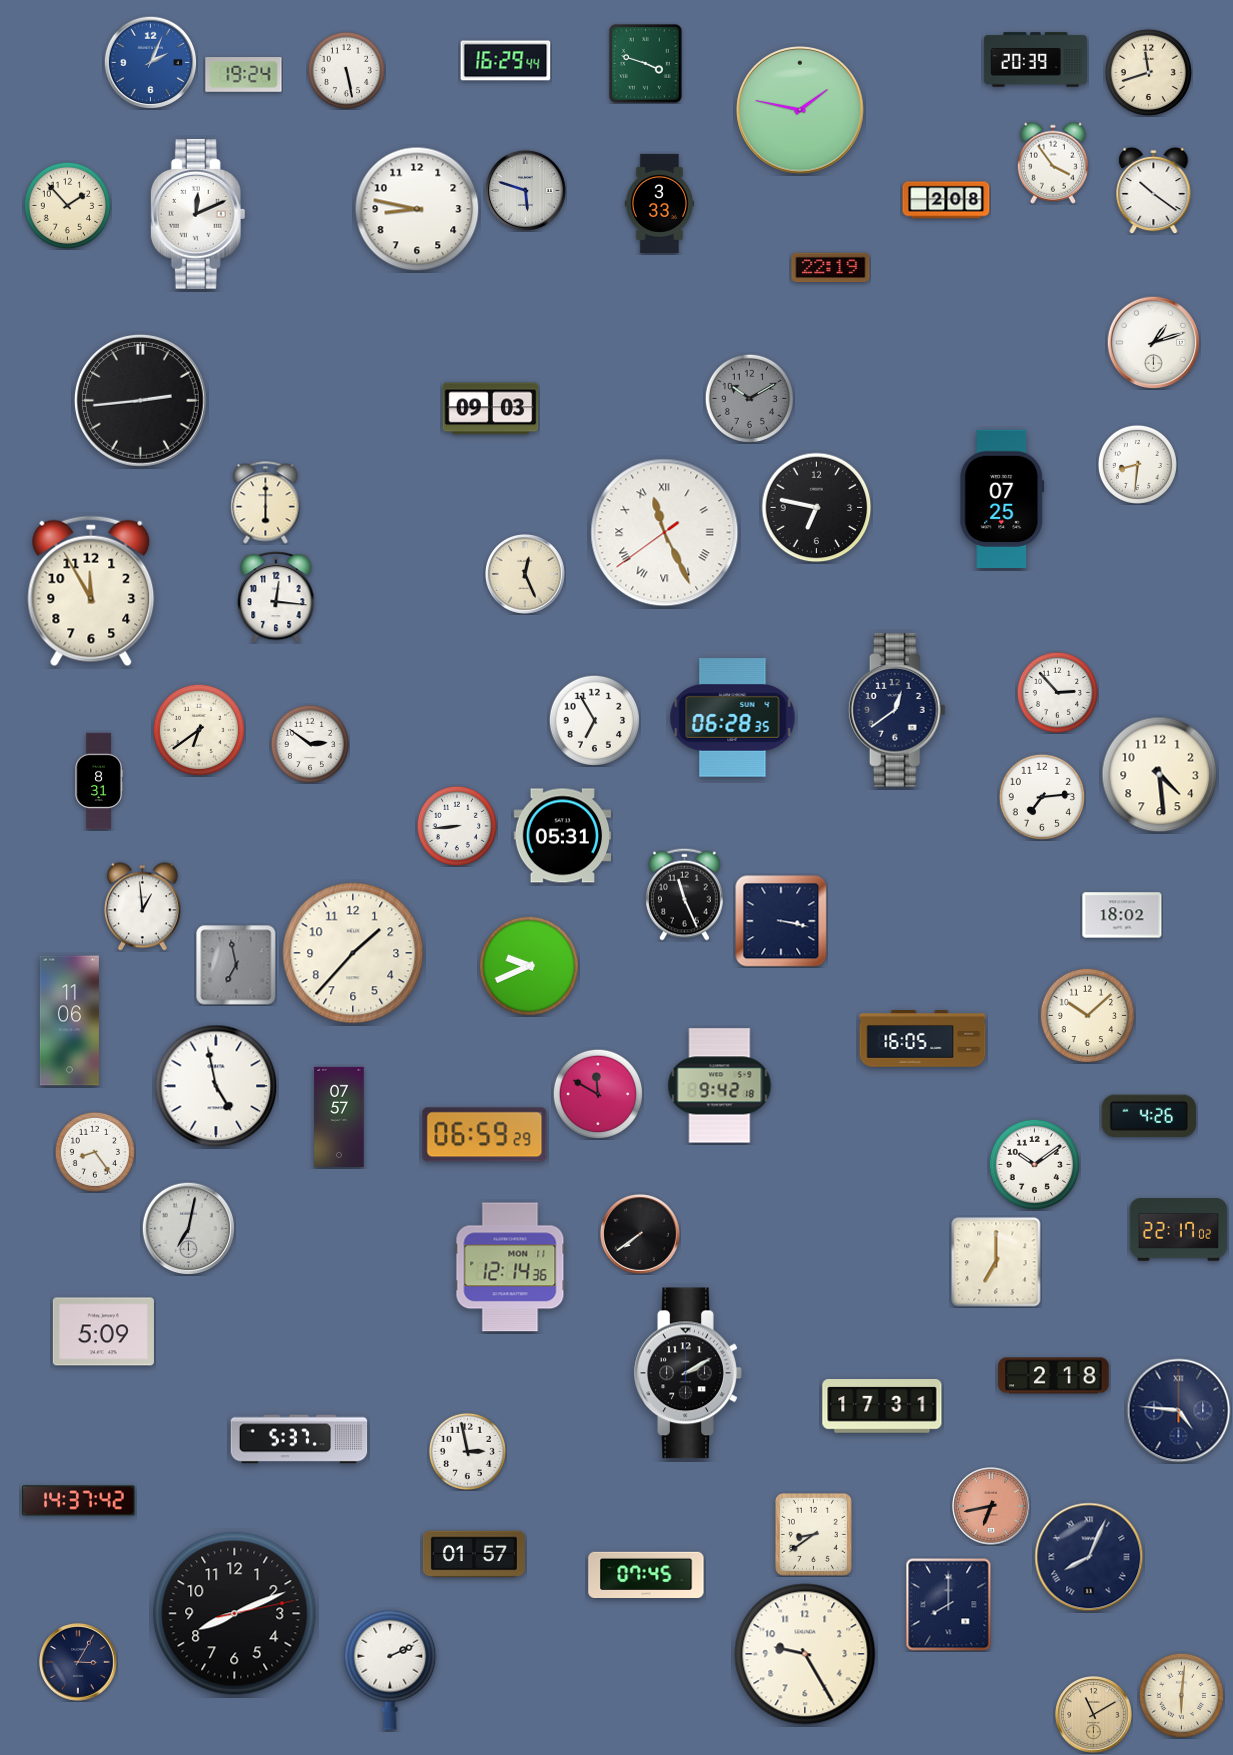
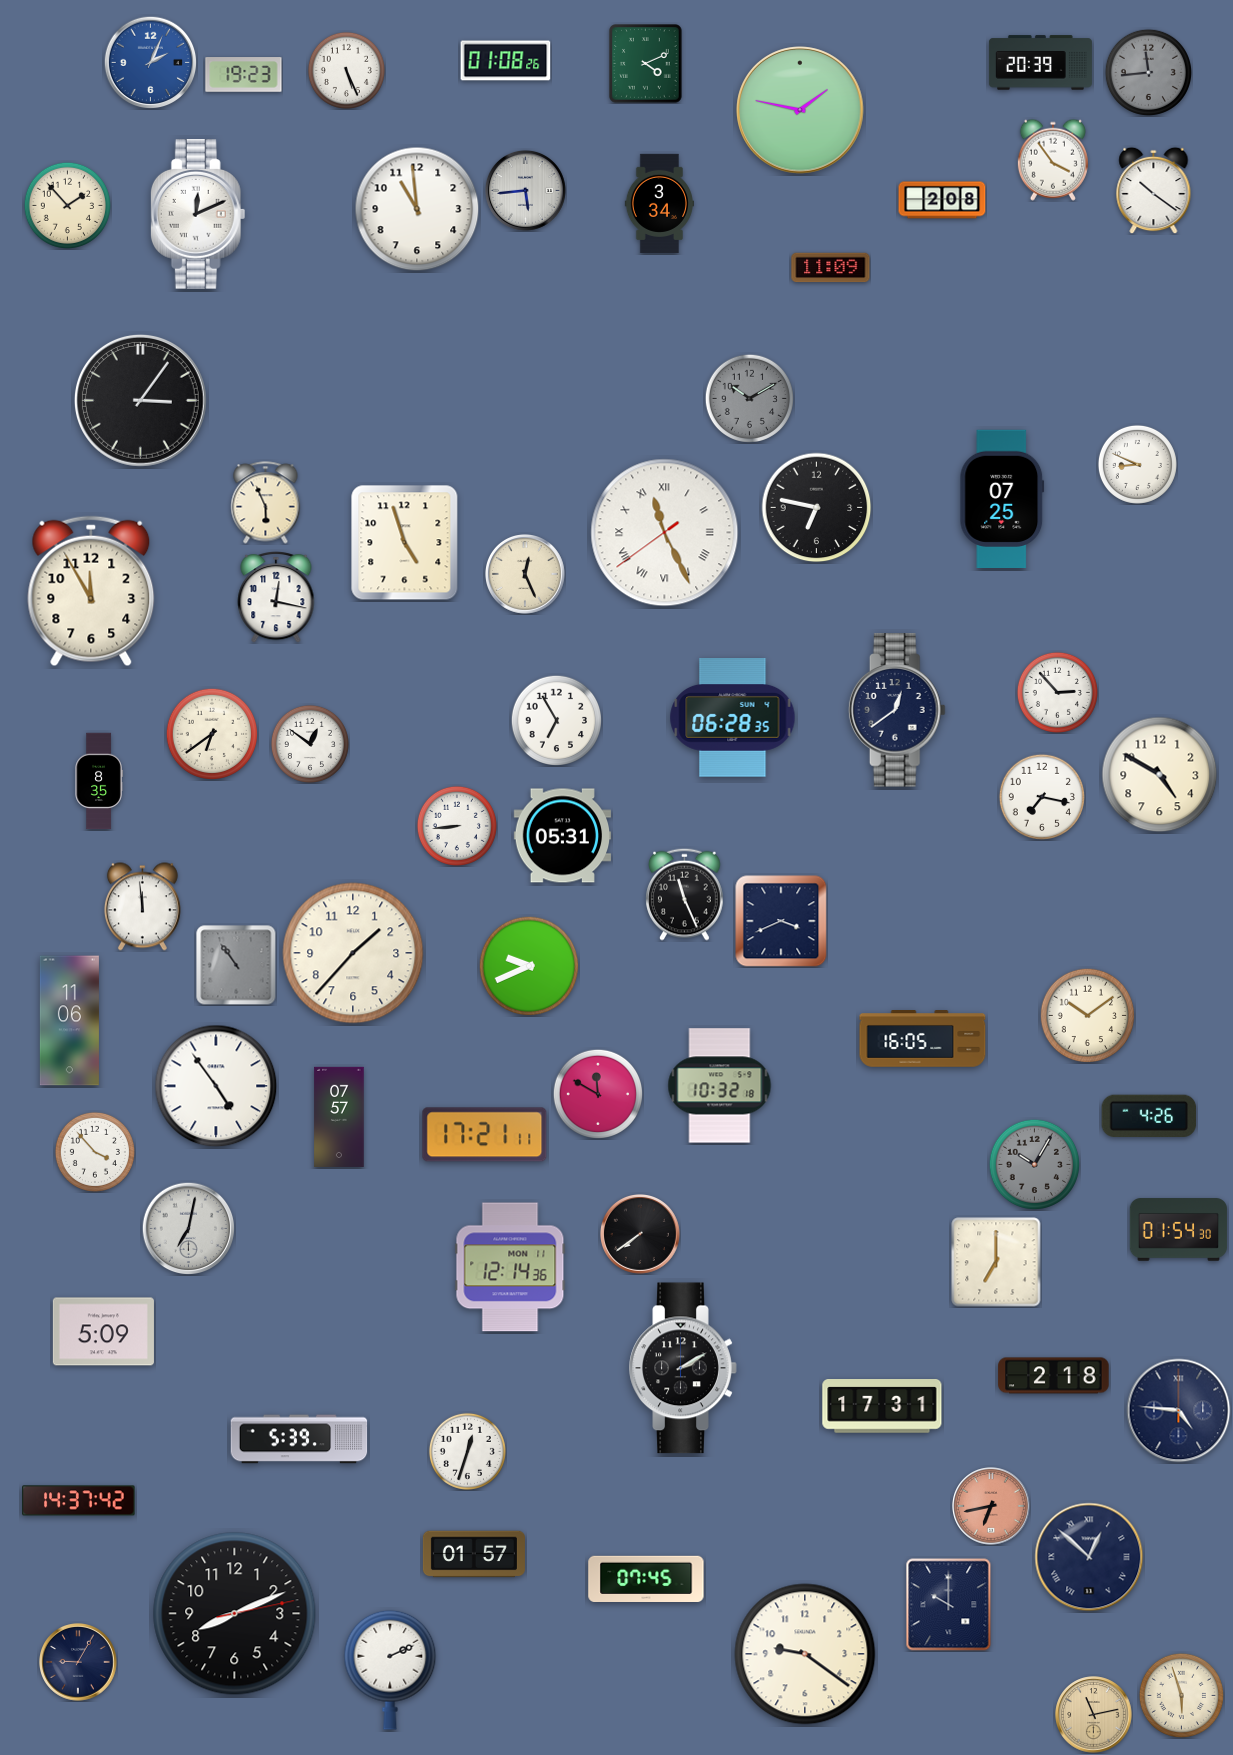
clock at (1035, 60) position: (1035, 60) -> (1040, 63)
clock at (506, 61): 16:29 -> 01:08
clock at (646, 64): 3:48 -> 4:11
clock at (346, 70): 5:28 -> 5:26
clock at (1148, 72): 11:42 -> 11:44
clock at (1148, 72) dial: cream -> grey
clock at (244, 75): 19:24 -> 19:23
clock at (1053, 163) position: (1053, 163) -> (1053, 160)
clock at (525, 190): 5:48 -> 5:44
clock at (946, 200) position: (946, 200) -> (942, 200)
clock at (659, 203): 3:33 -> 3:34
clock at (417, 209): 8:47 -> 10:59
clock at (831, 268): 22:19 -> 11:09
clock at (1153, 342): 1:12 -> none
clock at (141, 401): 2:44 -> 3:06
clock at (491, 409): 09:03 -> none
clock at (1137, 464): 8:31 -> 8:49
clock at (266, 503): 6:00 -> 5:56
clock at (405, 543): none -> 4:57
clock at (276, 598): 12:16 -> 12:17
clock at (594, 720) position: (594, 720) -> (556, 720)
clock at (198, 729) position: (198, 729) -> (211, 733)
clock at (310, 744): 2:51 -> 12:51
clock at (1160, 775): 4:29 -> 4:50
clock at (99, 781): 8:31 -> 8:35
clock at (1042, 797): 7:14 -> 7:17
clock at (142, 907): 12:59 -> 11:59
clock at (1122, 915): 18:02 -> none
clock at (781, 921): 3:17 -> 3:41
clock at (236, 965): 6:58 -> 10:54
clock at (1087, 1015): 10:08 -> 10:09
clock at (216, 1086): 4:58 -> 4:54
clock at (720, 1086): 9:42 -> 10:32
clock at (485, 1135): 06:59 -> 17:21
clock at (95, 1152): 8:24 -> 3:53
clock at (1034, 1164): 10:09 -> 10:05
clock at (1034, 1164) dial: white -> grey
clock at (1179, 1230): 22:17 -> 01:54
clock at (688, 1373) position: (688, 1373) -> (683, 1368)
clock at (299, 1439): 5:37 -> 5:39
clock at (467, 1451): 2:58 -> 12:33
clock at (813, 1534): 8:39 -> none
clock at (1089, 1557): 8:04 -> 12:52
clock at (646, 1574) position: (646, 1574) -> (646, 1578)
clock at (949, 1605): 8:00 -> 10:00
clock at (805, 1654): 9:25 -> 9:21
clock at (78, 1662): 3:05 -> 9:05
clock at (1181, 1695): 6:01 -> 5:57
clock at (1094, 1715): 11:10 -> 11:13
